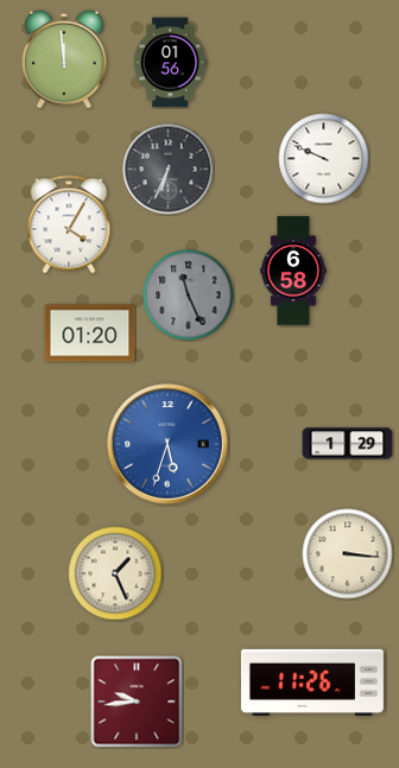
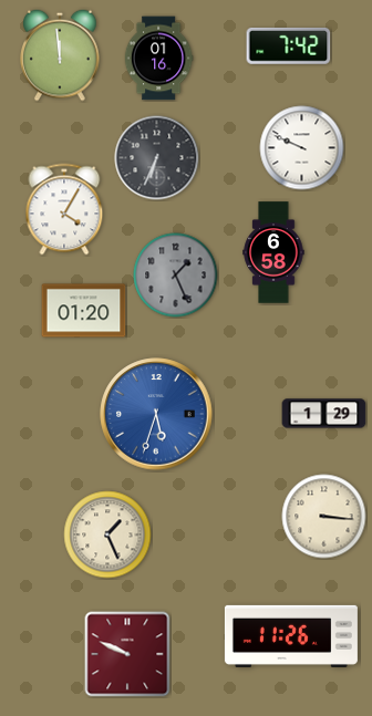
clock at (289, 45): none -> 7:42
clock at (170, 63): 01:56 -> 01:16
clock at (189, 296): 11:26 -> 1:26
clock at (137, 702): 9:44 -> 9:49
